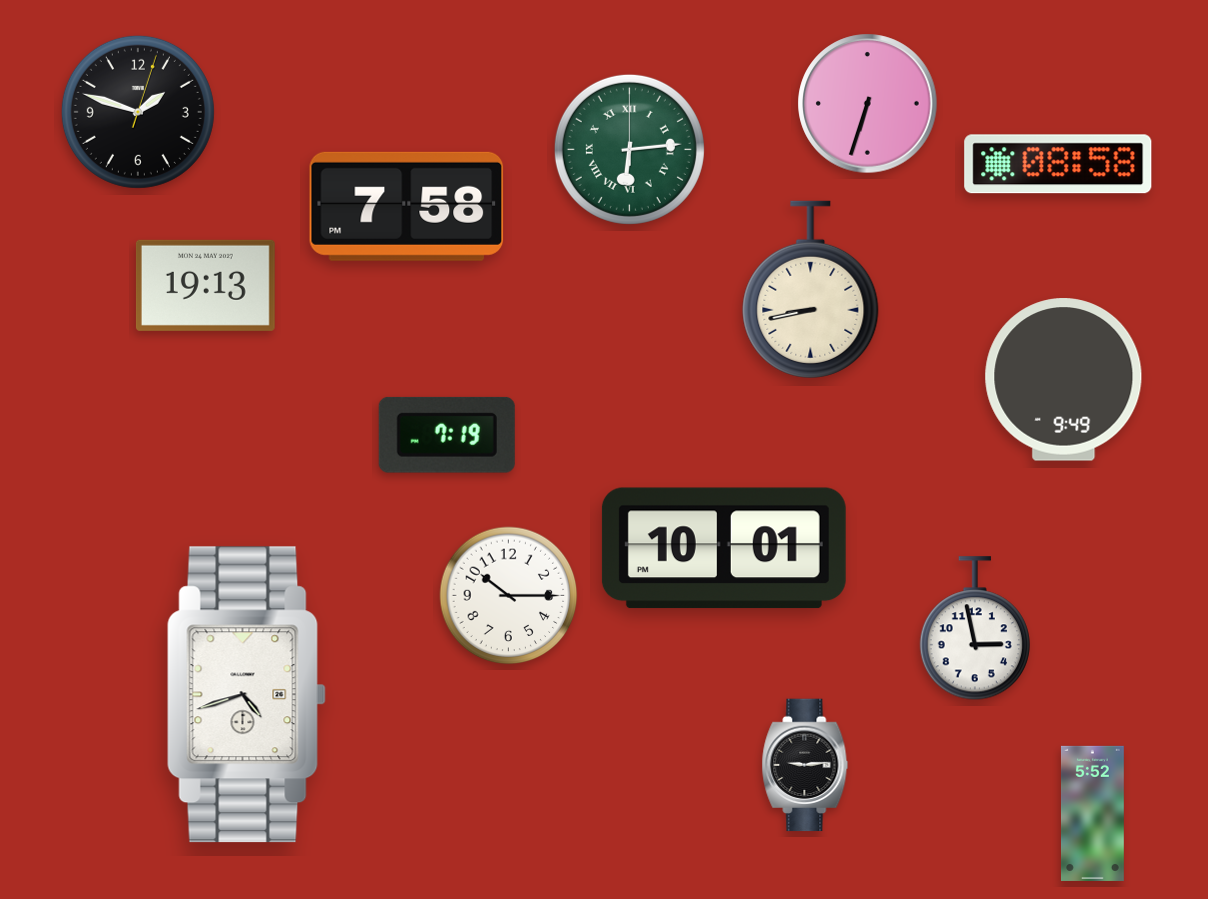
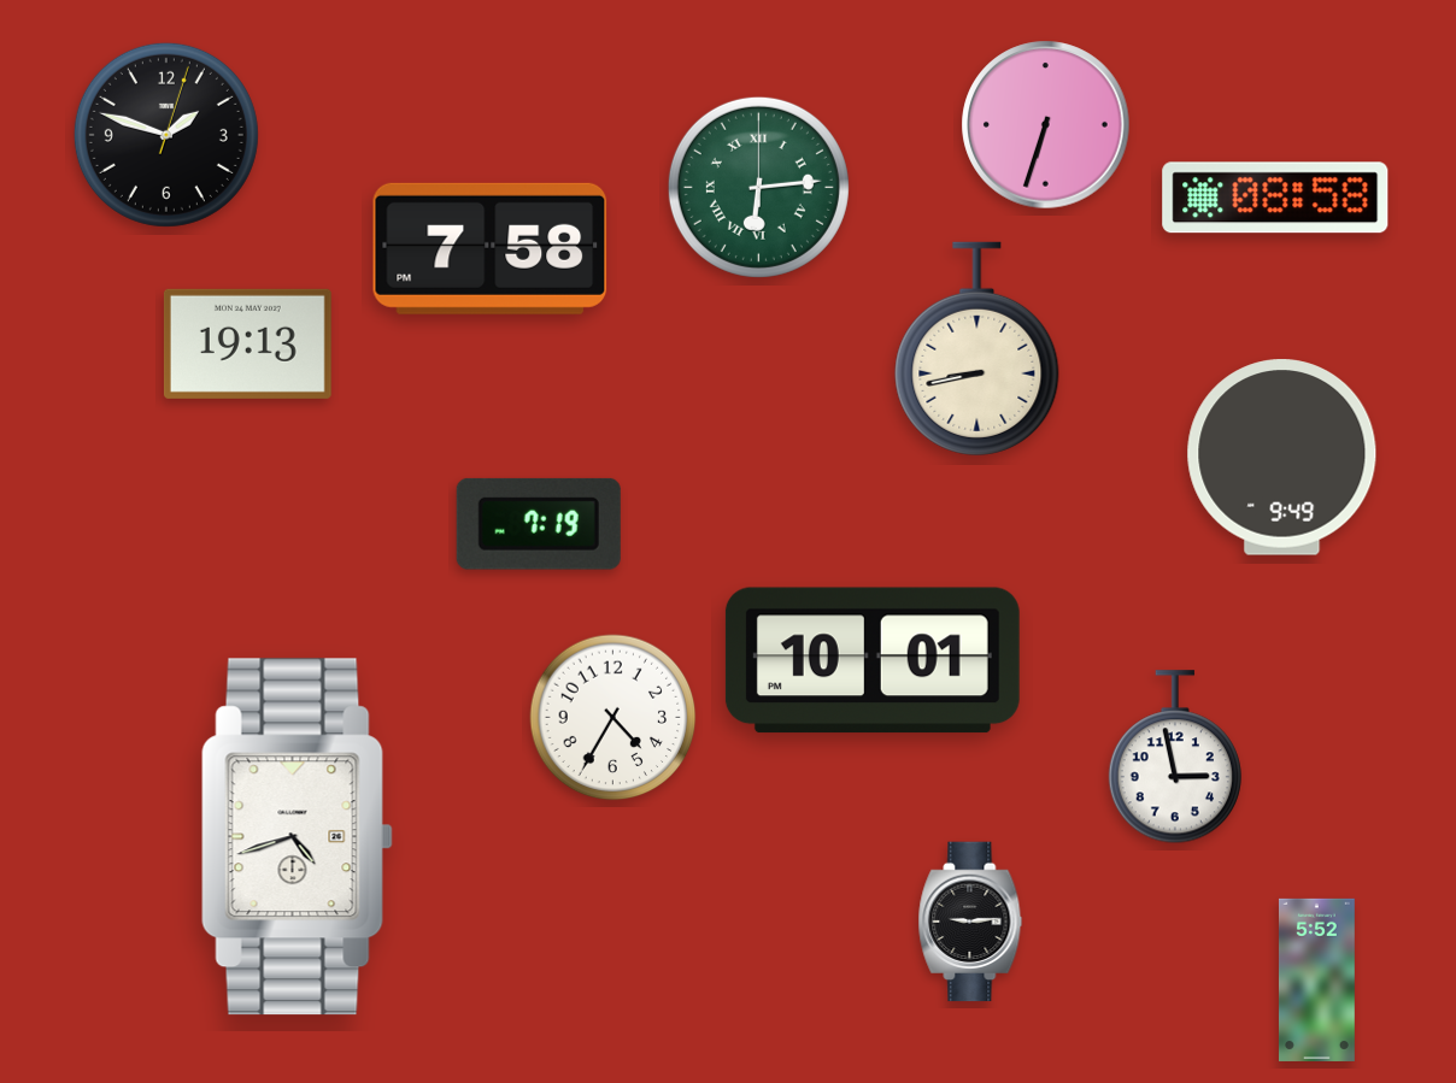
clock at (629, 149) position: (629, 149) -> (758, 187)
clock at (509, 596): 10:15 -> 4:35
